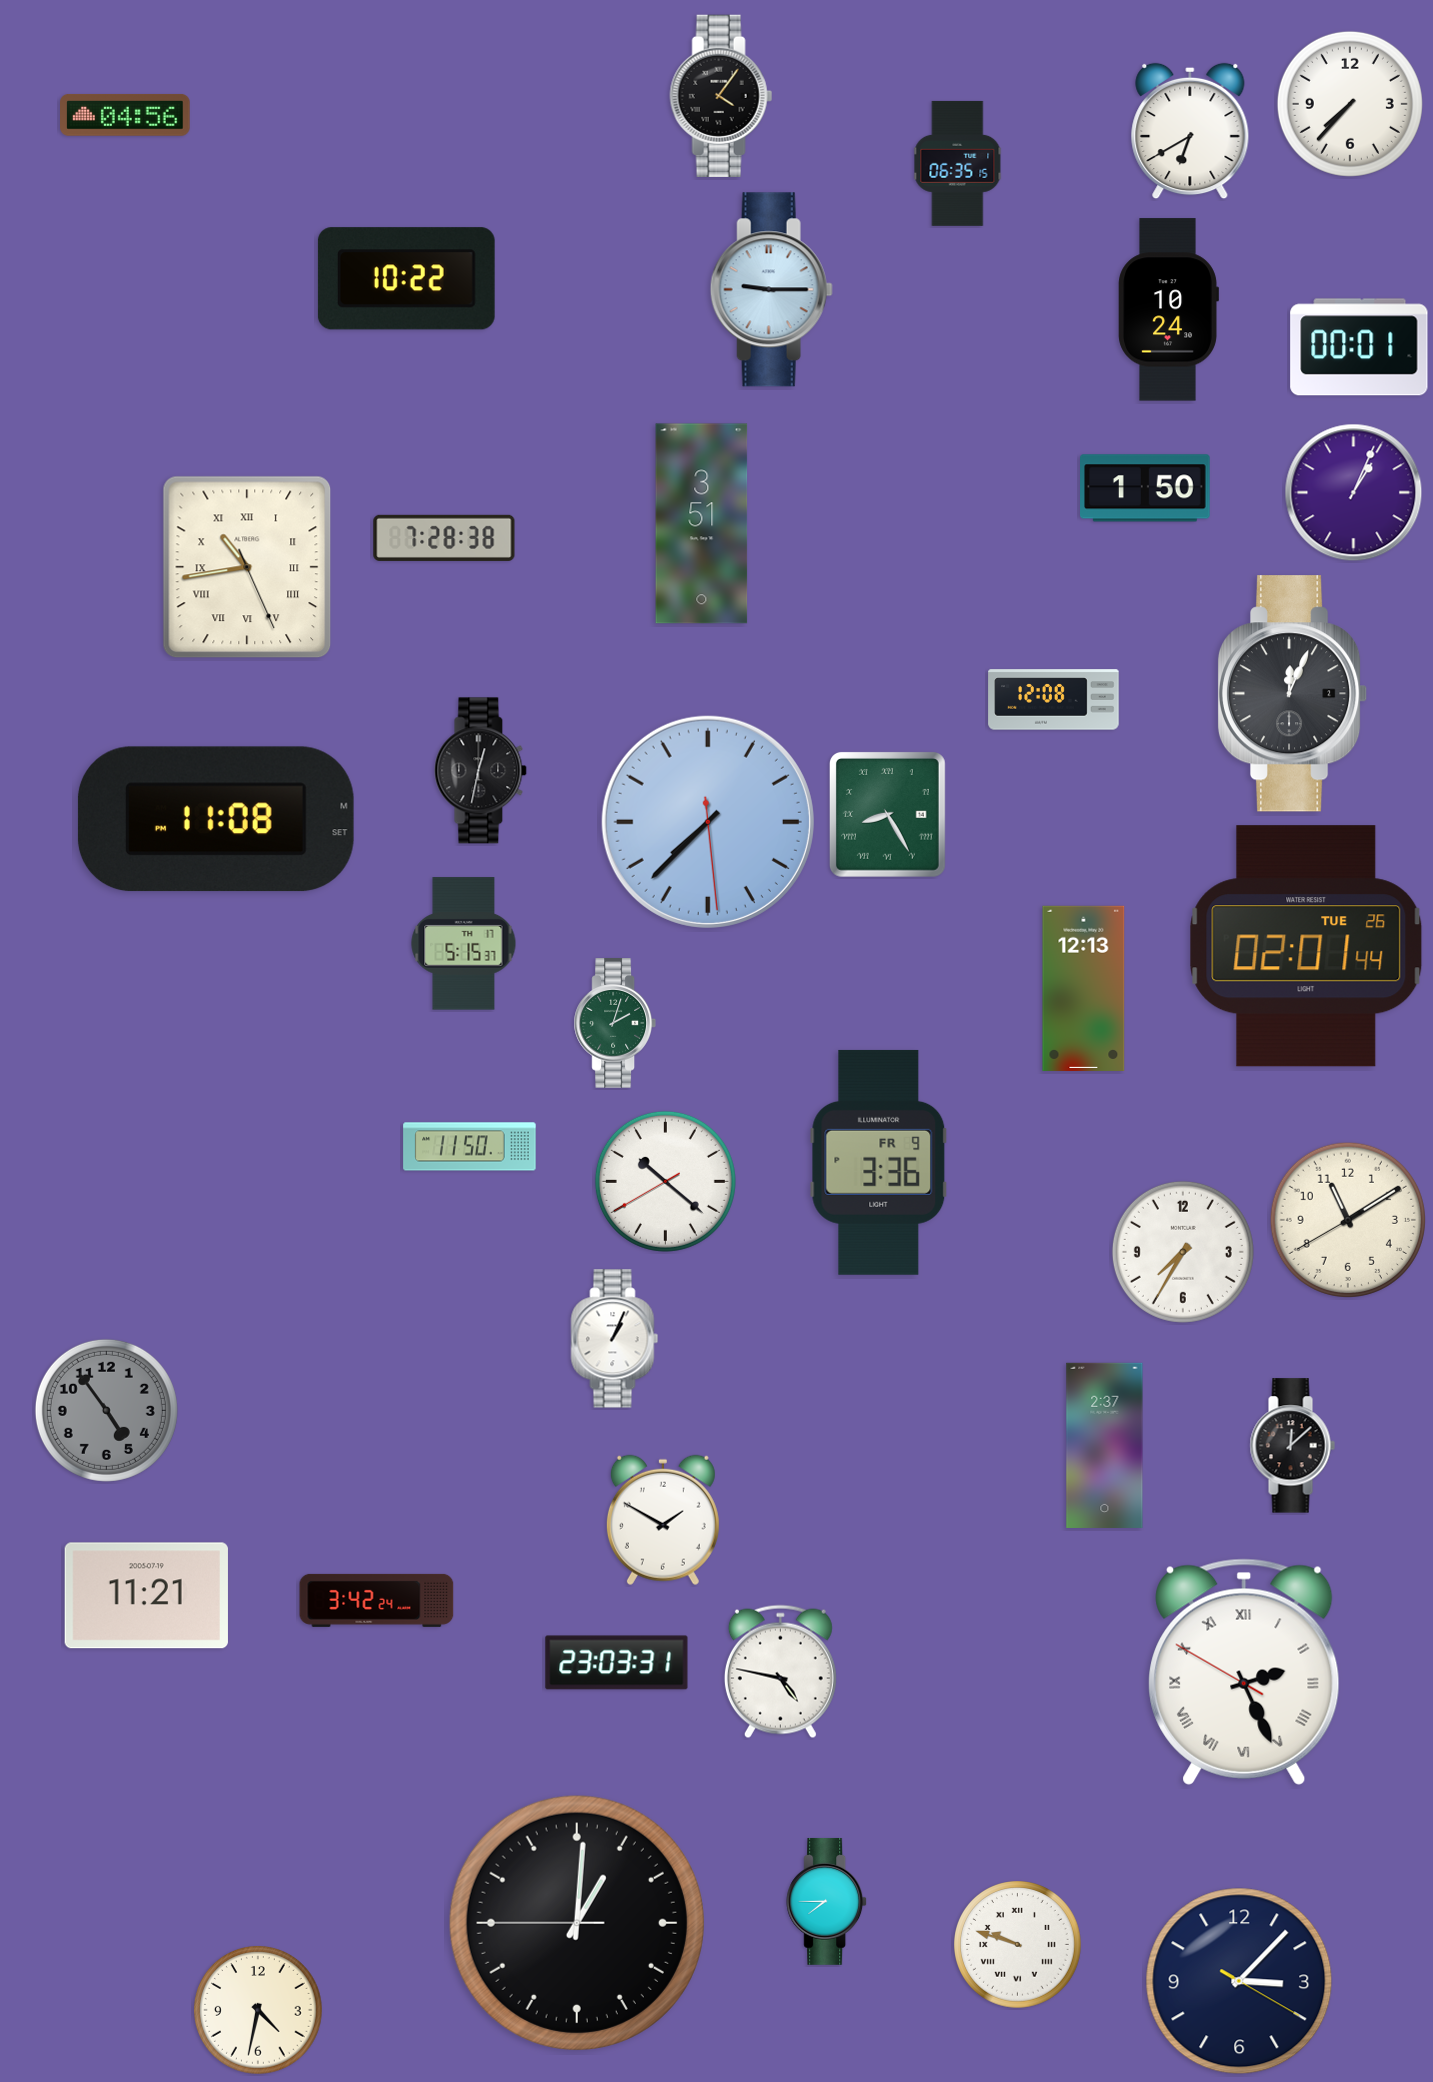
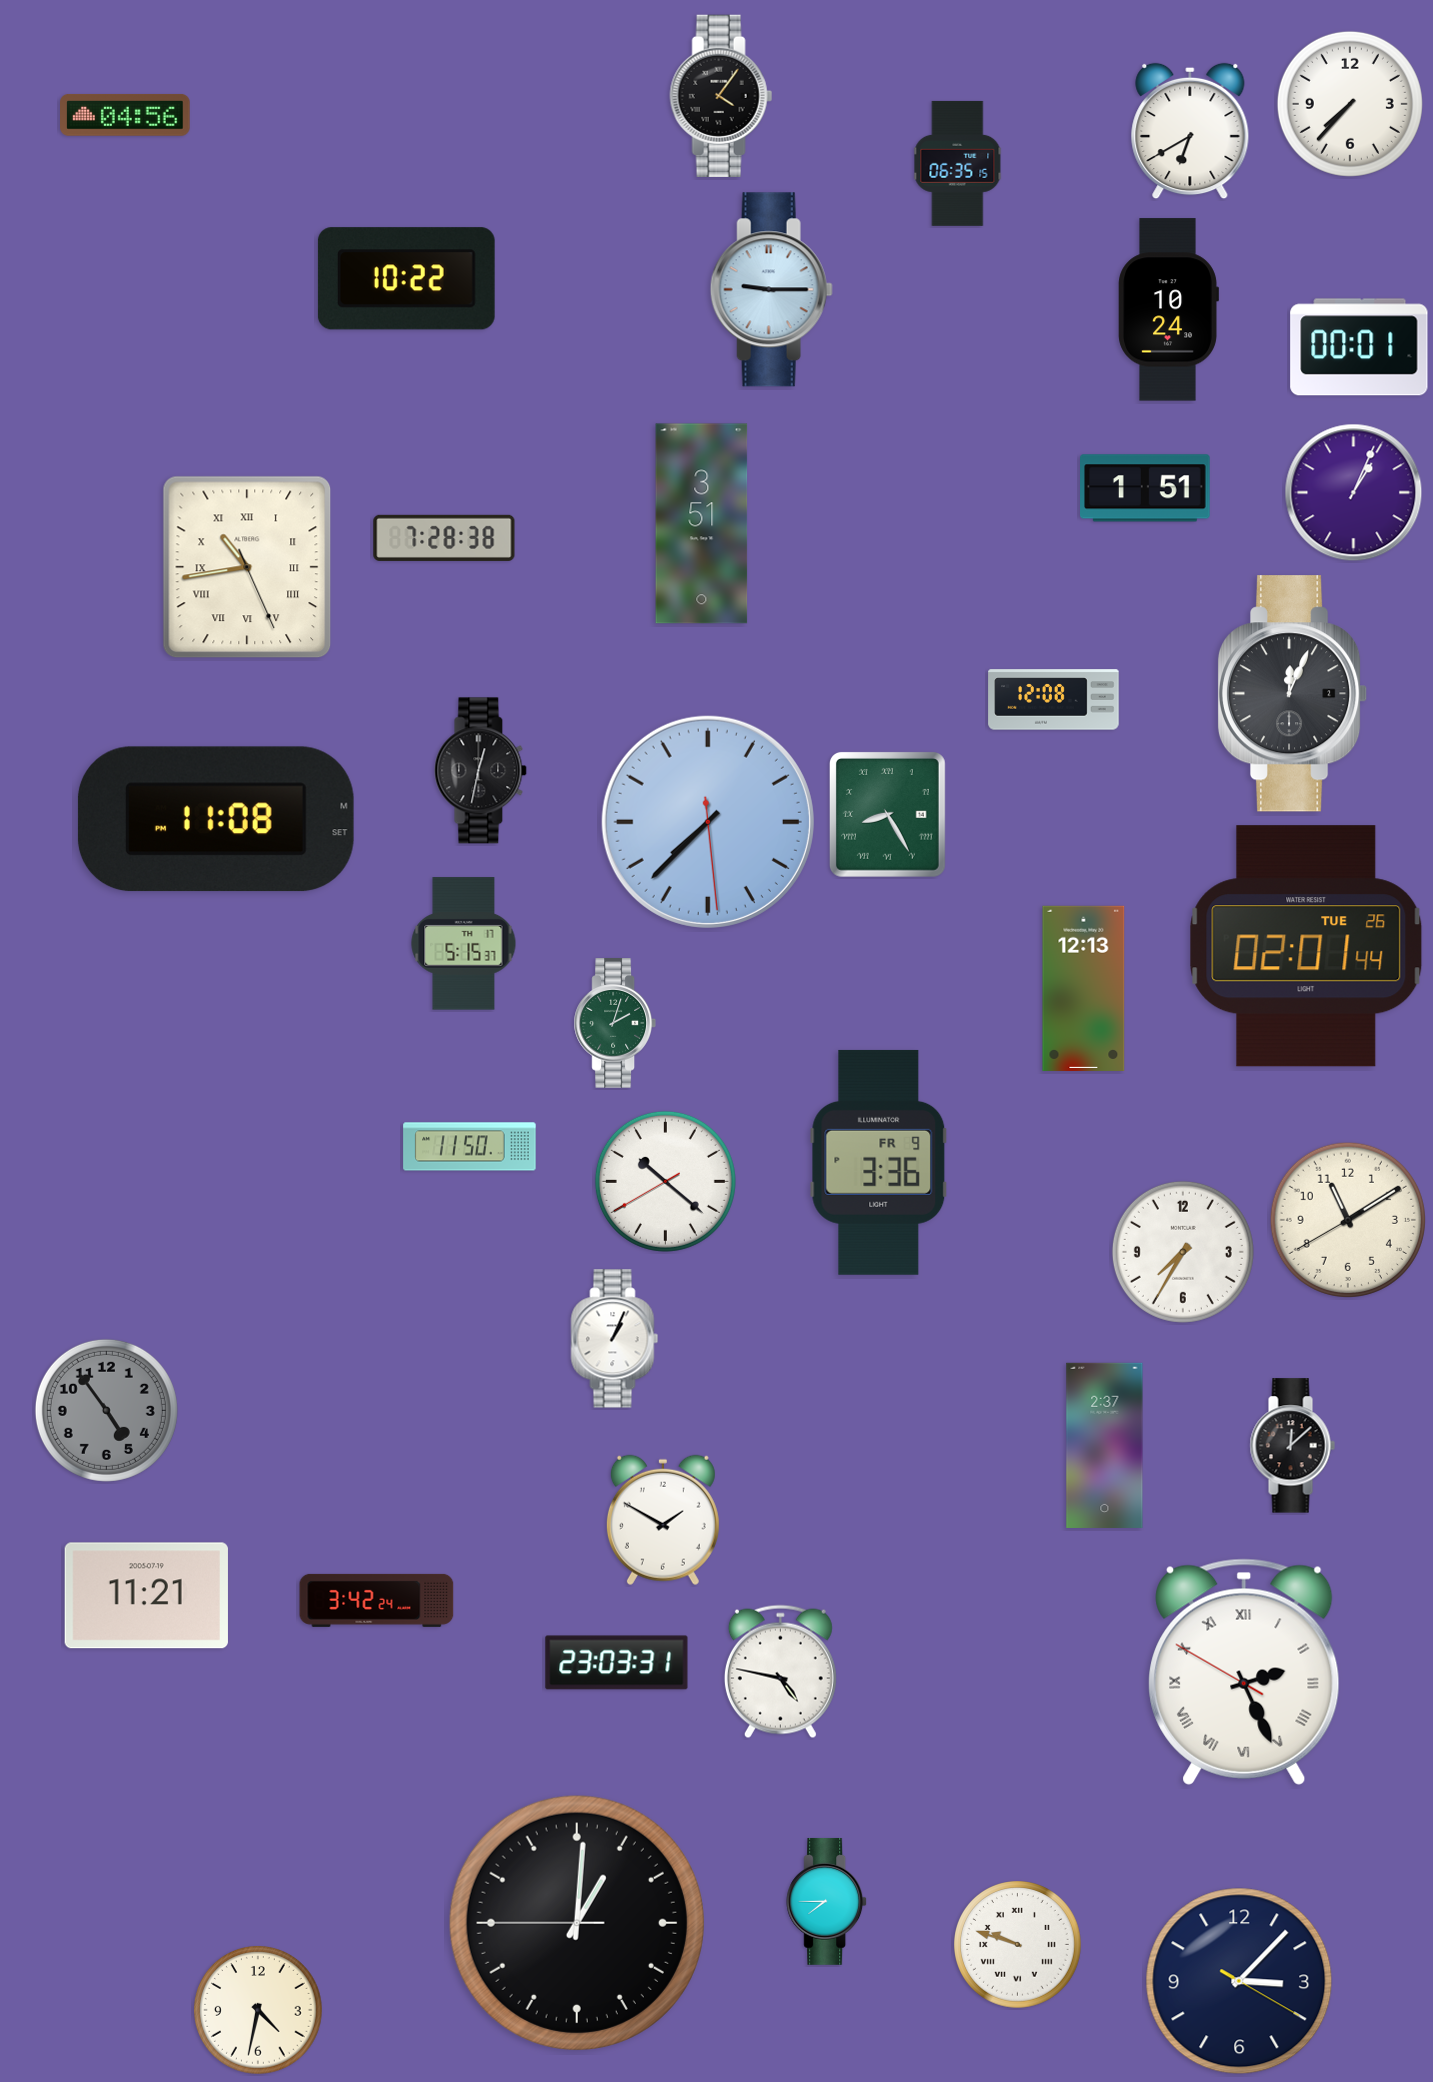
clock at (1145, 488): 1:50 -> 1:51
